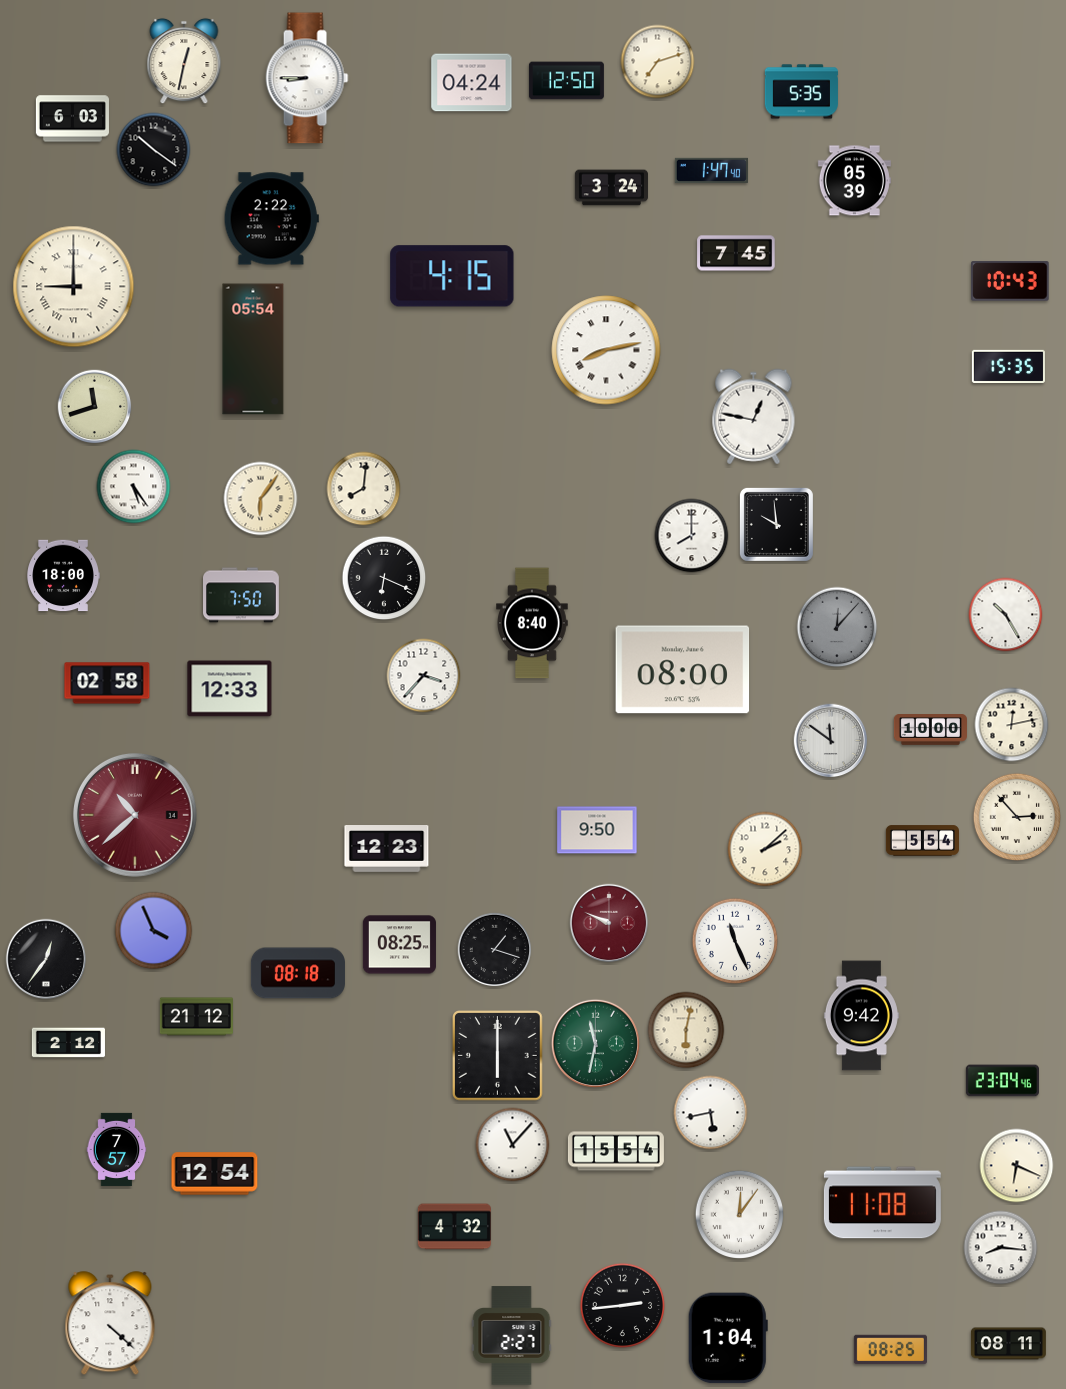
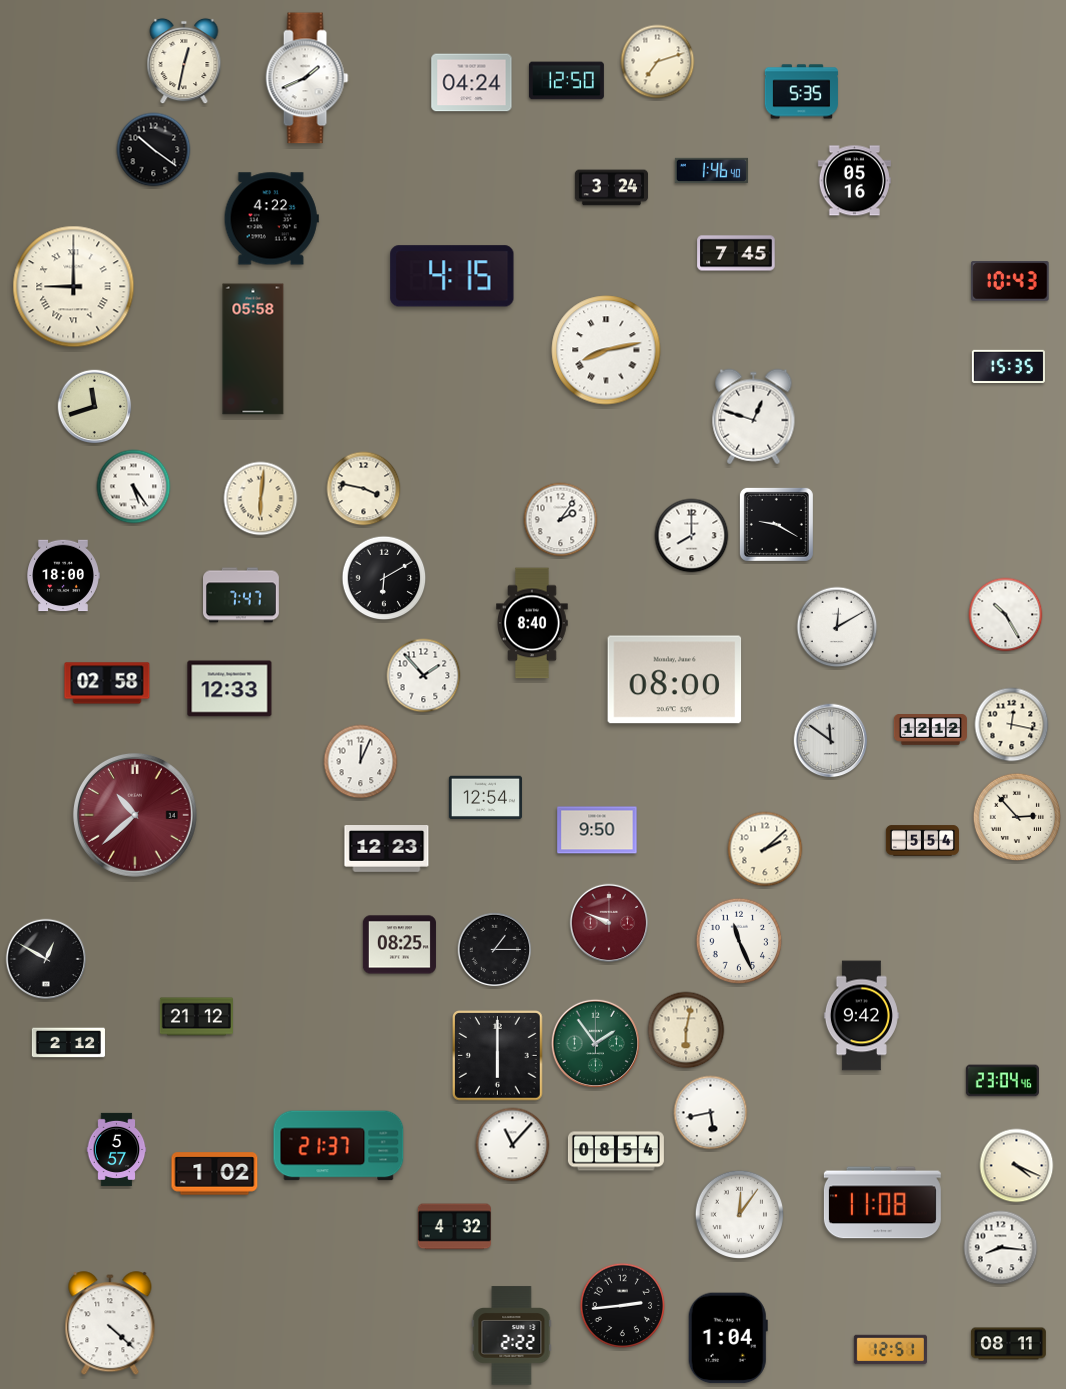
clock at (307, 78): 8:45 -> 1:41
clock at (72, 119): 6:03 -> none
clock at (711, 170): 1:47 -> 1:46
clock at (854, 181): 05:39 -> 05:16
clock at (271, 219): 2:22 -> 4:22
clock at (253, 349): 05:54 -> 05:58
clock at (754, 417): 12:47 -> 12:48
clock at (364, 489): 8:01 -> 3:47
clock at (261, 499): 6:06 -> 6:01
clock at (561, 520): none -> 2:06
clock at (776, 524): 9:59 -> 9:20
clock at (384, 578): 6:19 -> 6:10
clock at (242, 595): 7:50 -> 7:47
clock at (837, 627): 12:07 -> 12:10
clock at (837, 627) dial: grey -> white
clock at (683, 670) position: (683, 670) -> (675, 680)
clock at (424, 676): 3:37 -> 1:53
clock at (1012, 725): 12:13 -> 12:17
clock at (930, 730): 10:00 -> 12:12
clock at (361, 762): none -> 12:04
clock at (485, 798): none -> 12:54
clock at (154, 931): 3:56 -> none
clock at (735, 941) position: (735, 941) -> (739, 941)
clock at (495, 950): 1:18 -> 1:15
clock at (46, 959): 12:36 -> 12:50
clock at (298, 973): 08:18 -> none
clock at (595, 1043): 11:32 -> 1:54
clock at (339, 1146): none -> 21:37
clock at (117, 1149): 7:57 -> 5:57
clock at (616, 1151): 15:54 -> 08:54
clock at (1017, 1166): 6:19 -> 4:19
clock at (215, 1174): 12:54 -> 1:02
clock at (512, 1336): 2:27 -> 2:22
clock at (890, 1350): 08:25 -> 12:51
